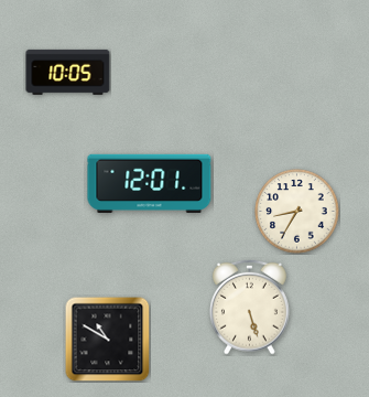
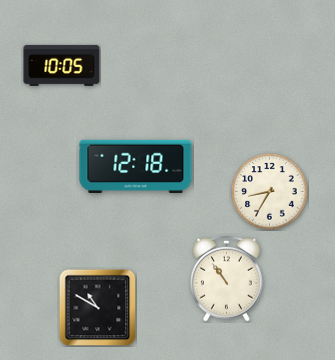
clock at (150, 183): 12:01 -> 12:18
clock at (250, 307): 5:27 -> 10:54
